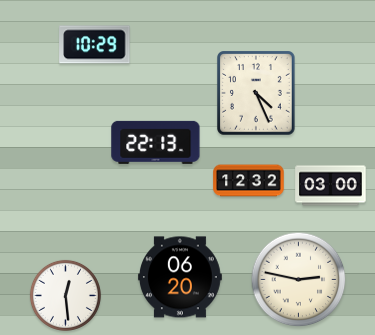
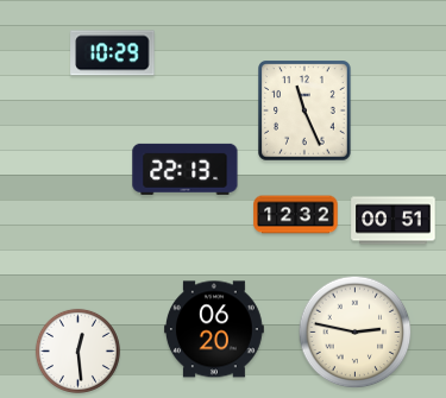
clock at (257, 93): 4:26 -> 11:26
clock at (331, 186): 03:00 -> 00:51
